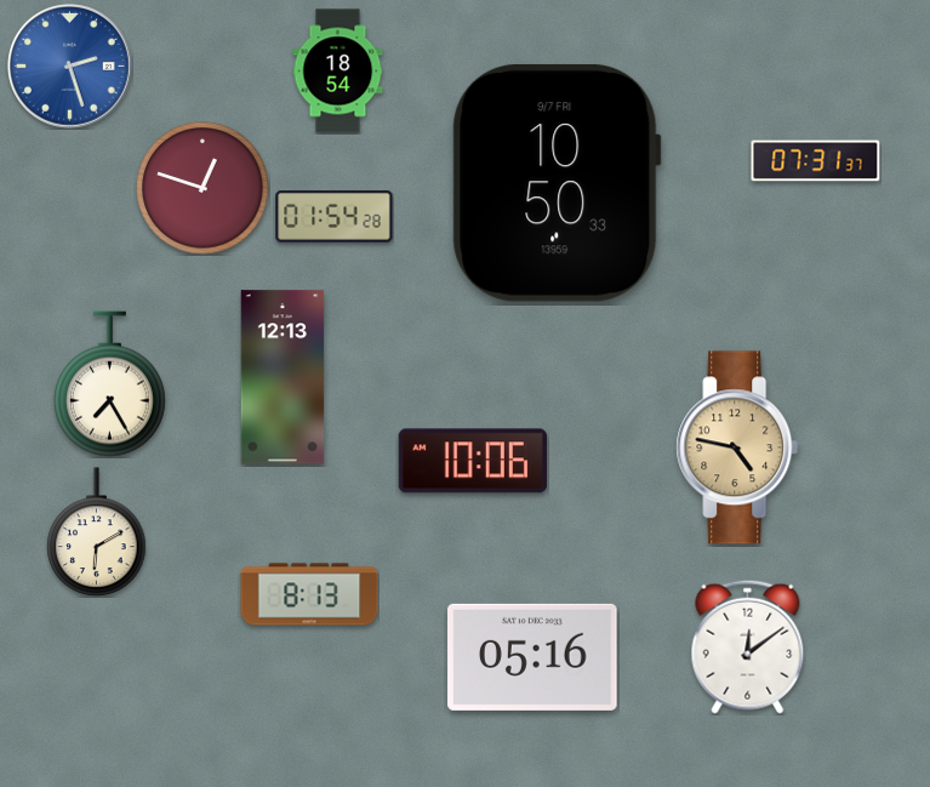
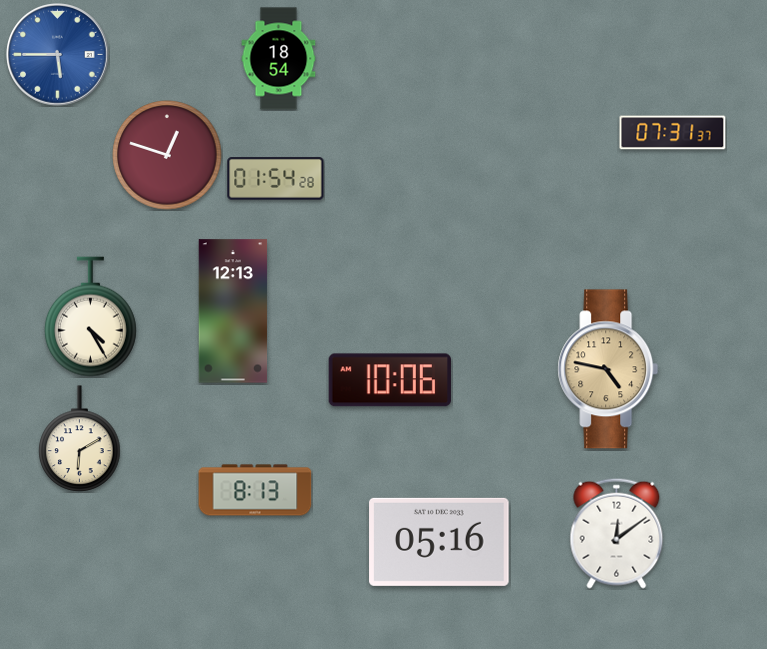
clock at (70, 67): 2:27 -> 5:45
clock at (557, 183): 10:50 -> none
clock at (109, 384): 7:25 -> 4:25
